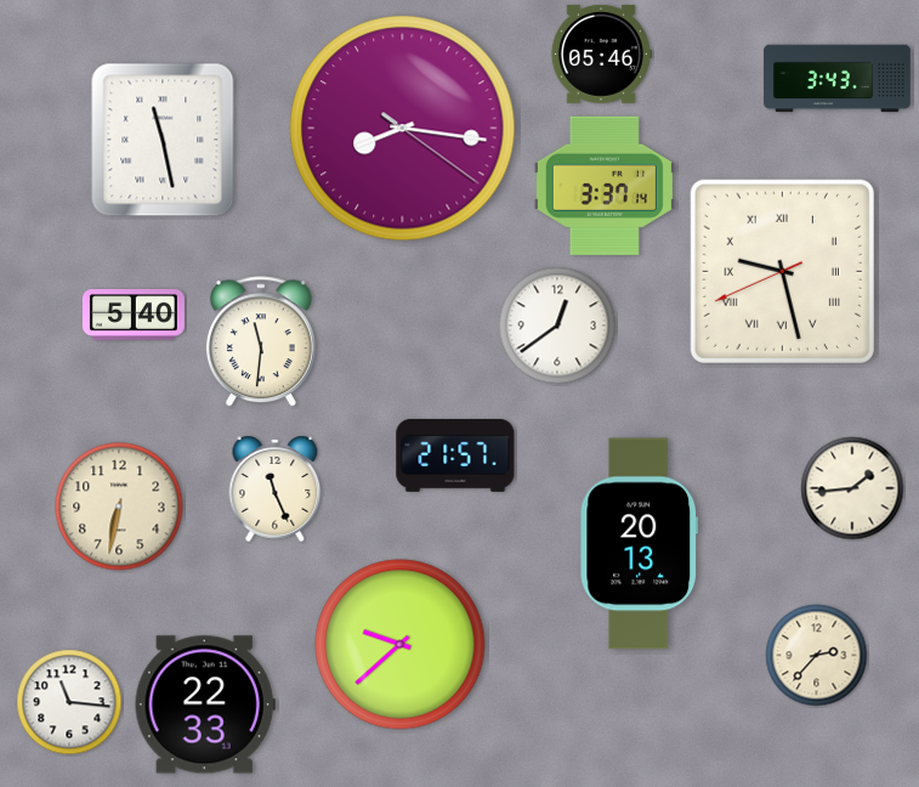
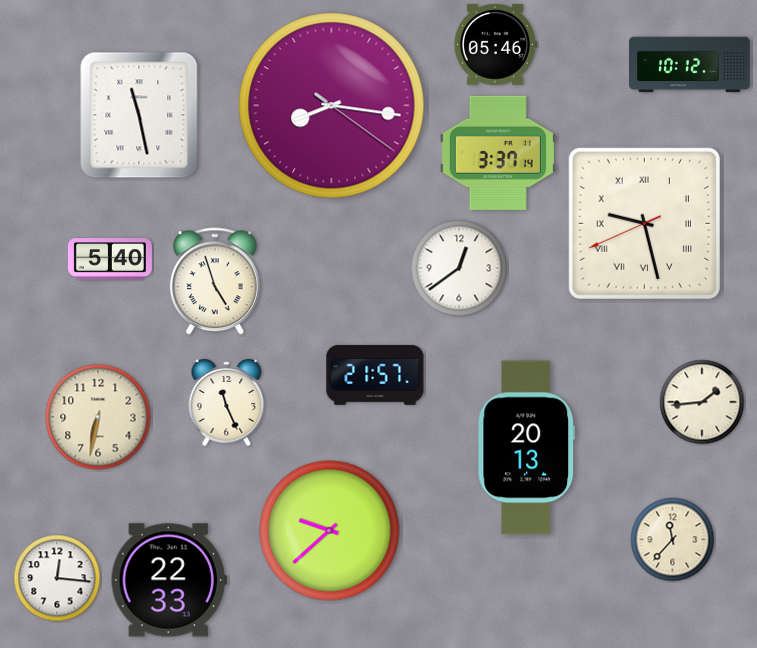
clock at (838, 79): 3:43 -> 10:12
clock at (163, 140) position: (163, 140) -> (139, 115)
clock at (261, 342): 11:31 -> 4:57
clock at (817, 656): 2:37 -> 11:37
clock at (69, 702): 11:16 -> 12:16
